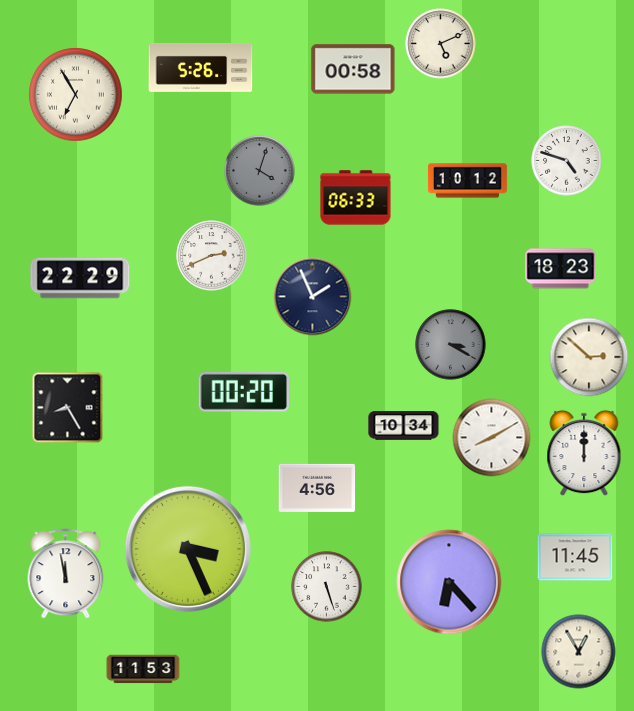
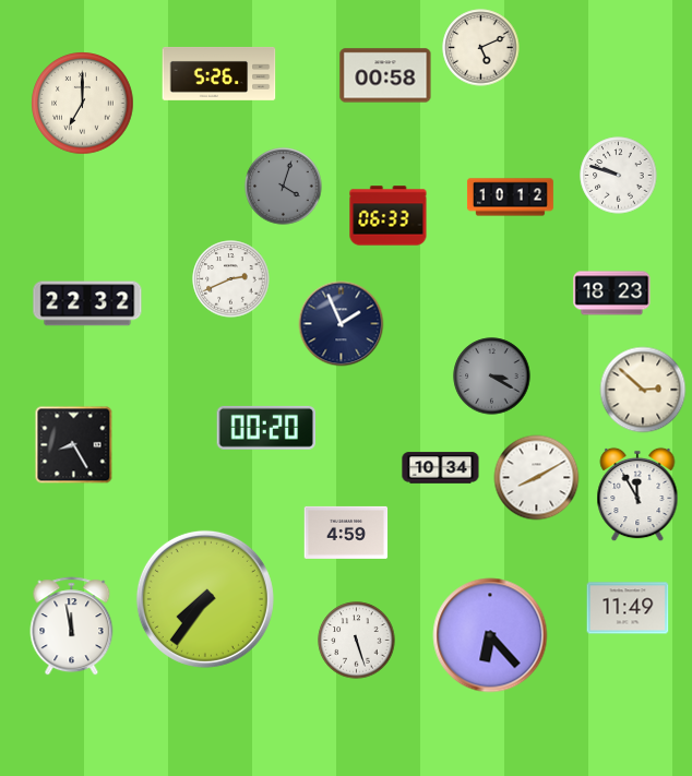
clock at (76, 95): 6:55 -> 7:00
clock at (567, 161): 4:48 -> 9:48
clock at (80, 278): 22:29 -> 22:32
clock at (404, 426) position: (404, 426) -> (441, 468)
clock at (584, 453): 12:00 -> 11:55
clock at (317, 488): 4:56 -> 4:59
clock at (188, 549): 3:26 -> 7:36
clock at (575, 557): 11:45 -> 11:49
clock at (579, 652): 12:55 -> none
clock at (143, 669): 11:53 -> none
